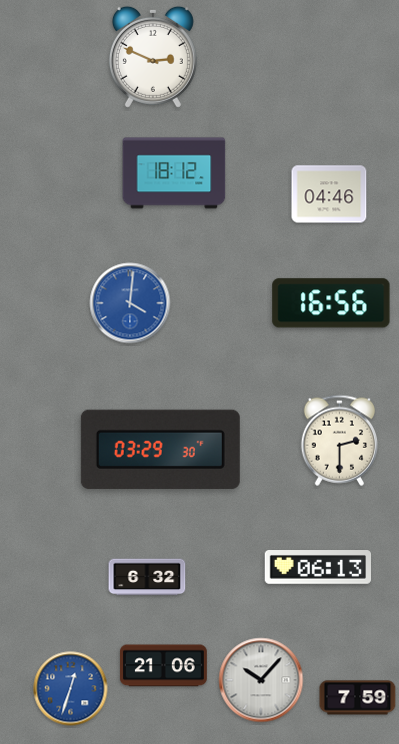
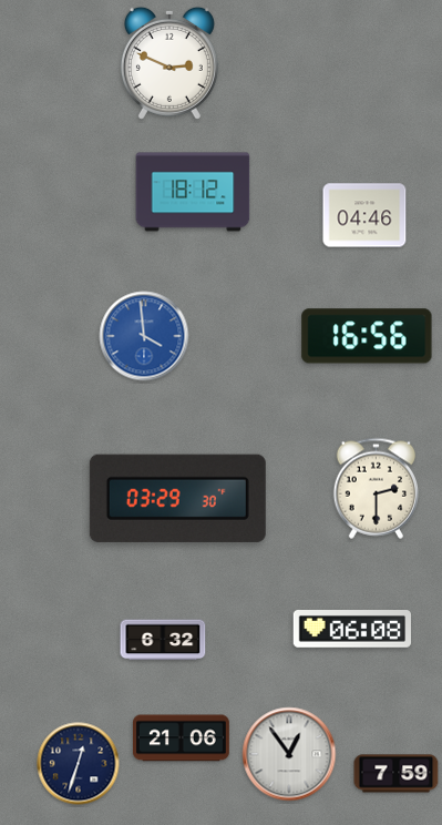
clock at (130, 303): 4:01 -> 3:59
clock at (318, 568): 06:13 -> 06:08
clock at (261, 680): 10:07 -> 12:54
clock at (71, 689) dial: blue -> navy
